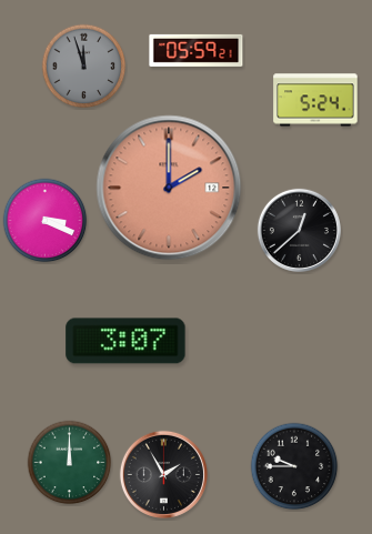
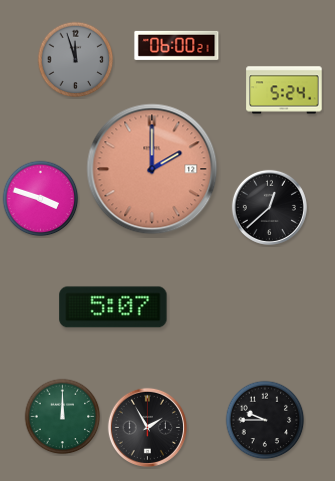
clock at (197, 50): 05:59 -> 06:00
clock at (46, 221): 3:19 -> 3:48
clock at (125, 341): 3:07 -> 5:07
